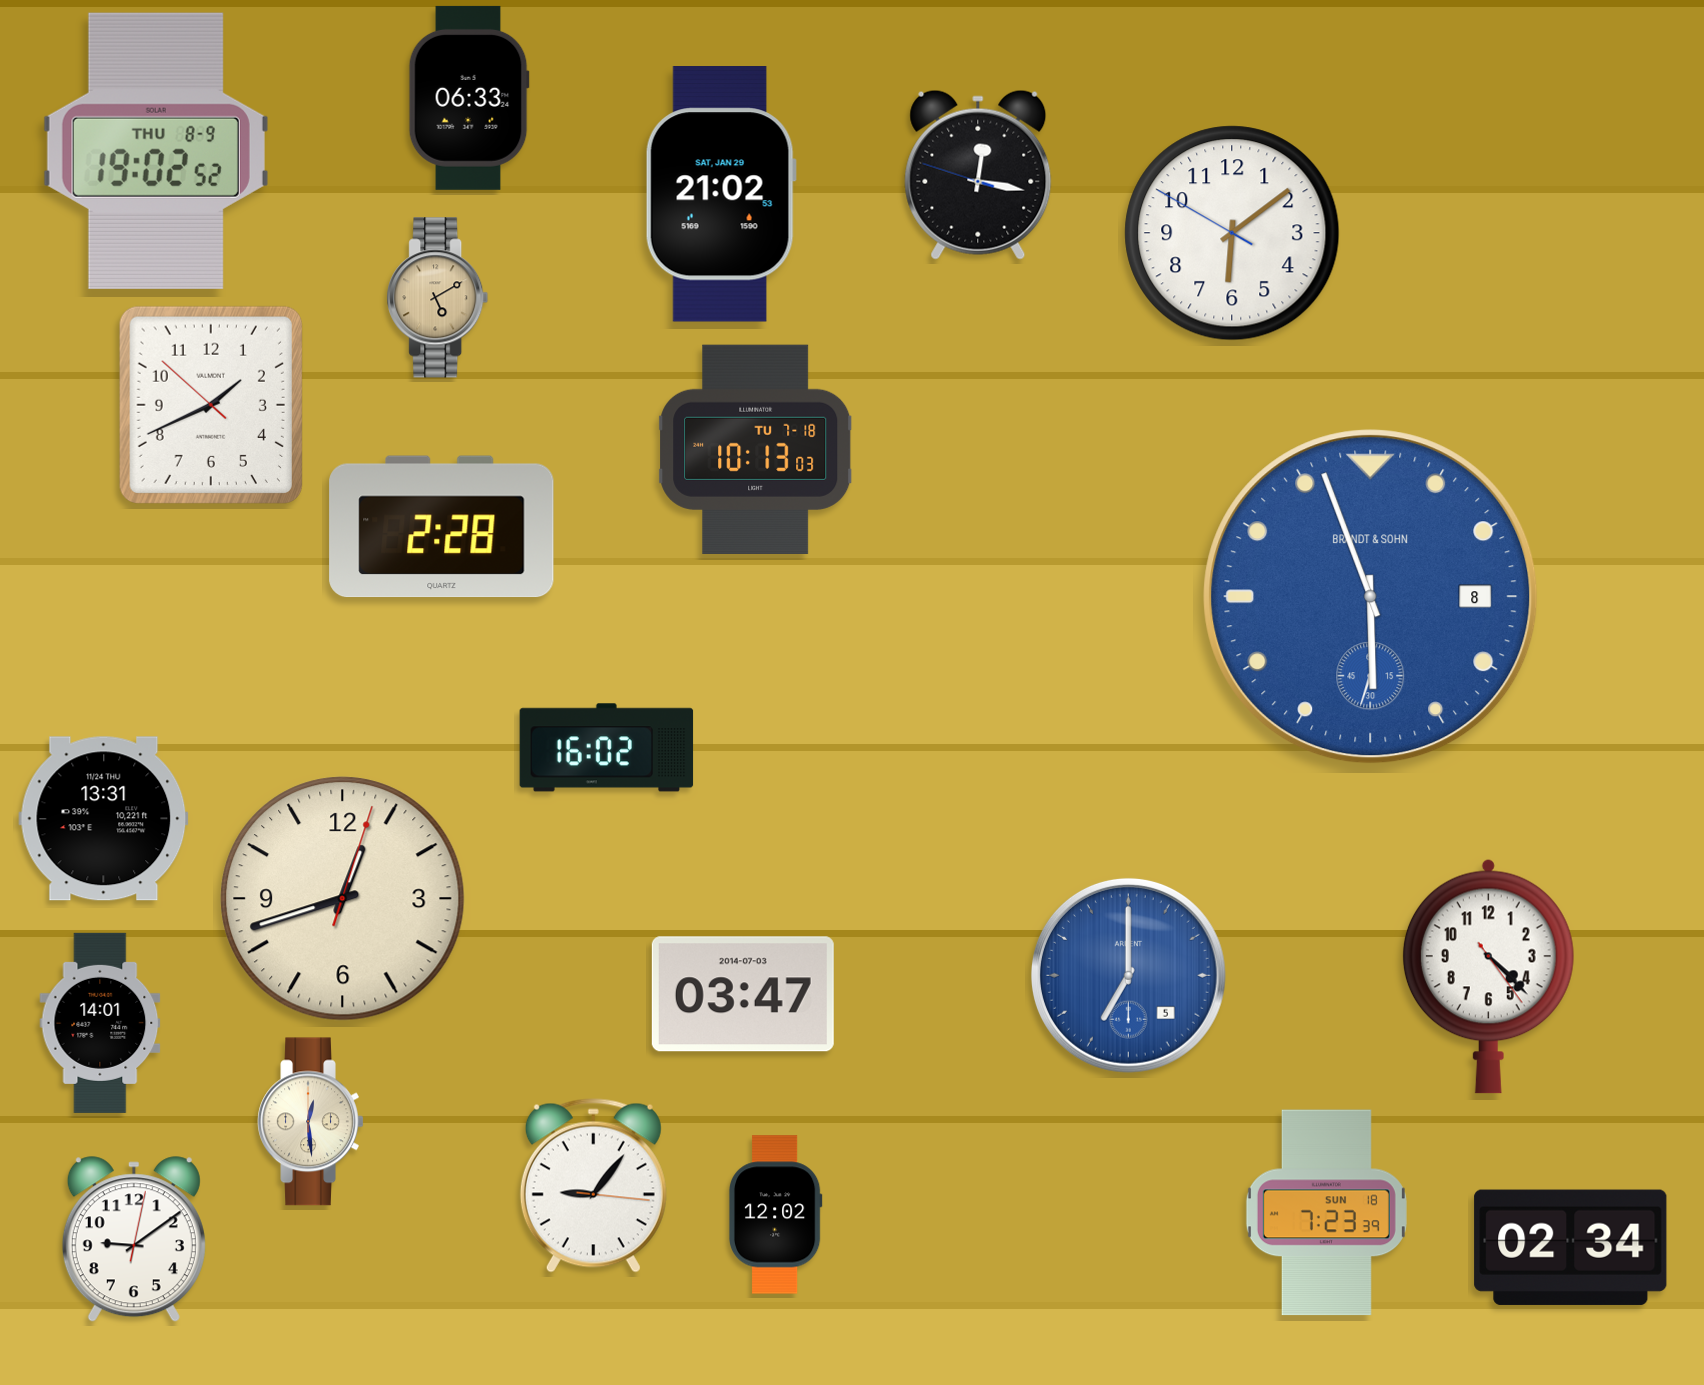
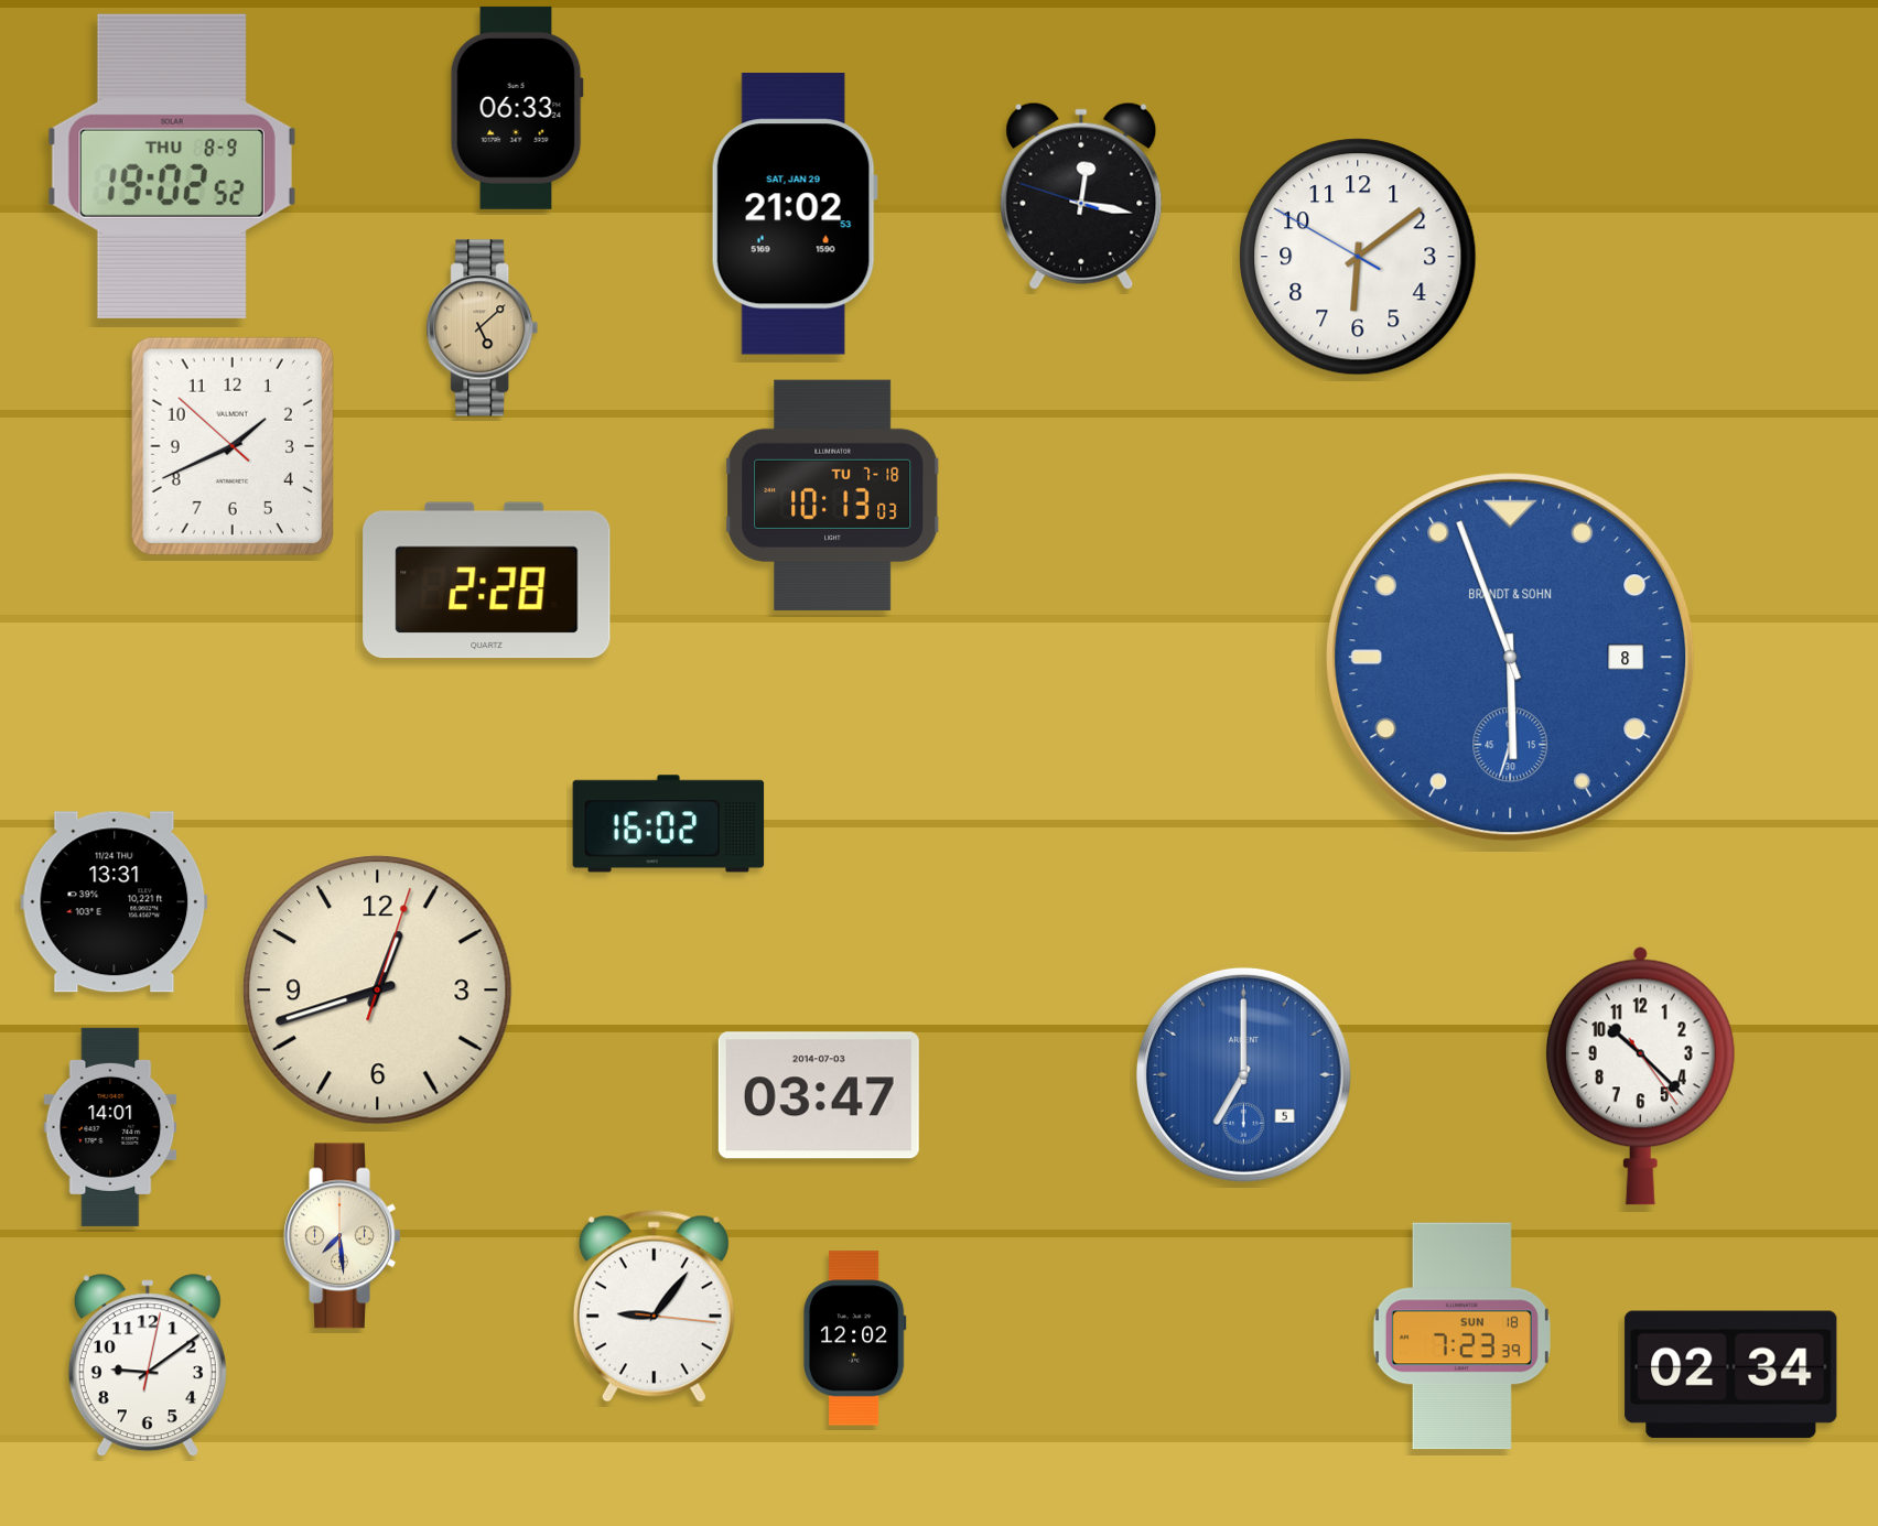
clock at (978, 175) position: (978, 175) -> (1081, 196)
clock at (438, 298): 5:10 -> 5:08
clock at (1488, 976): 4:22 -> 10:22
clock at (311, 1122): 12:29 -> 7:29
